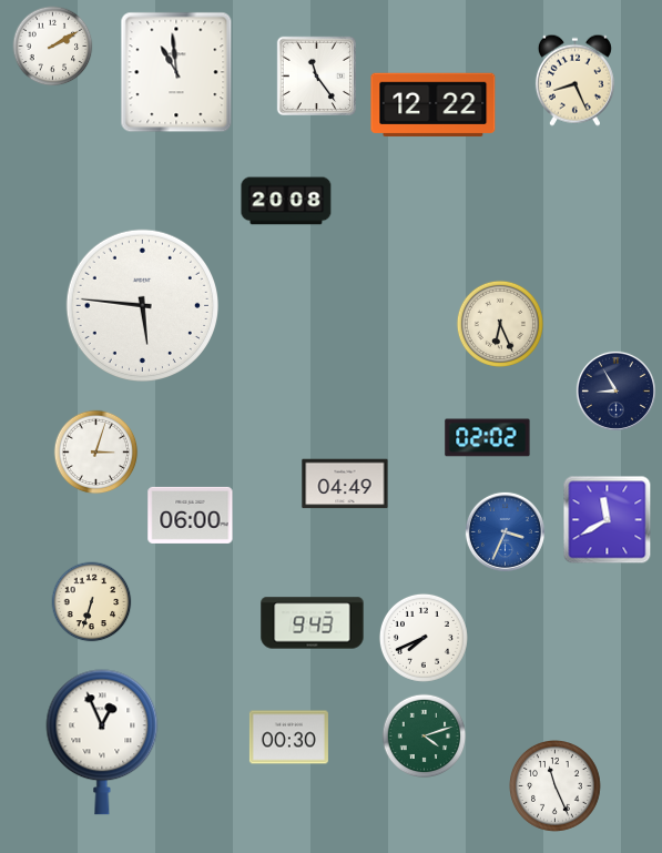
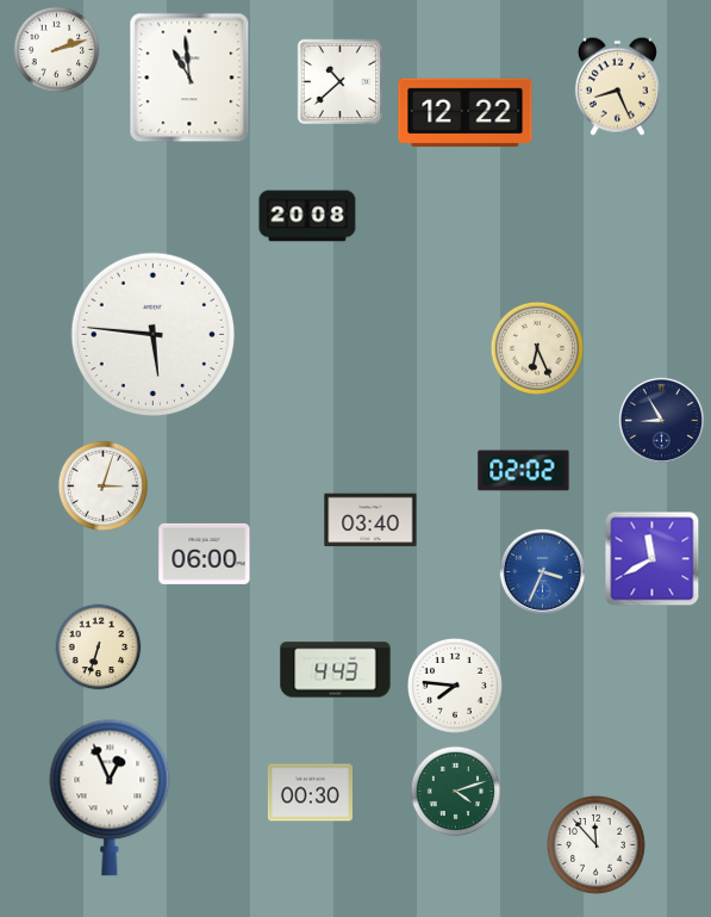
clock at (53, 47): 2:10 -> 2:12
clock at (316, 75): 11:24 -> 10:38
clock at (142, 305) position: (142, 305) -> (152, 334)
clock at (345, 484): 04:49 -> 03:40
clock at (313, 623): 9:43 -> 4:43
clock at (424, 638): 7:41 -> 7:46
clock at (556, 786): 11:26 -> 11:53
